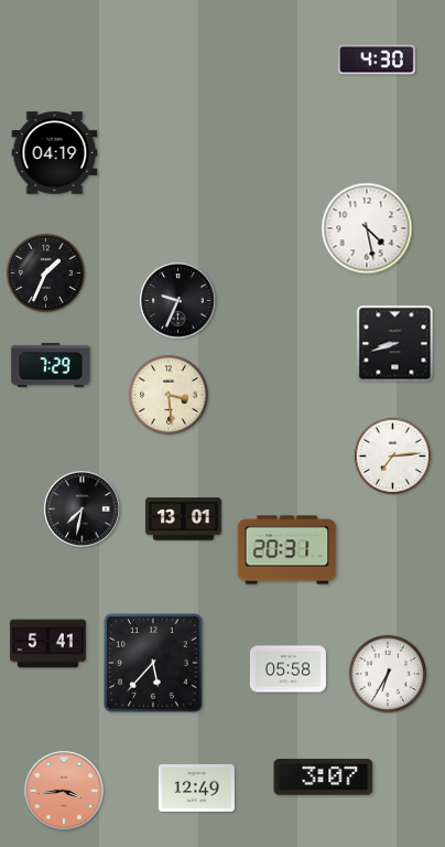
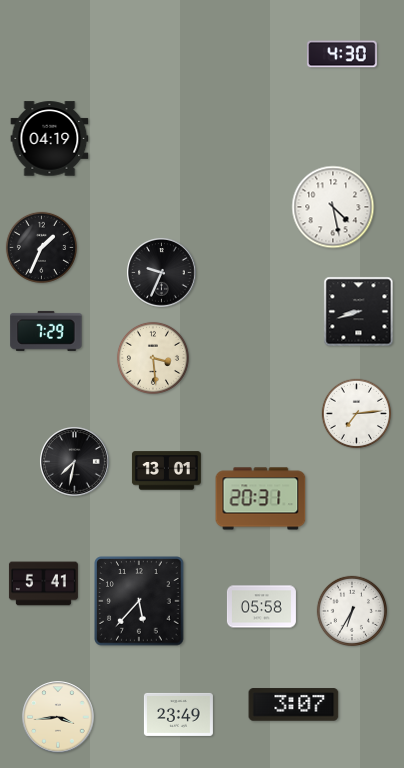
clock at (196, 787): 12:49 -> 23:49
clock at (64, 791) dial: salmon -> cream
